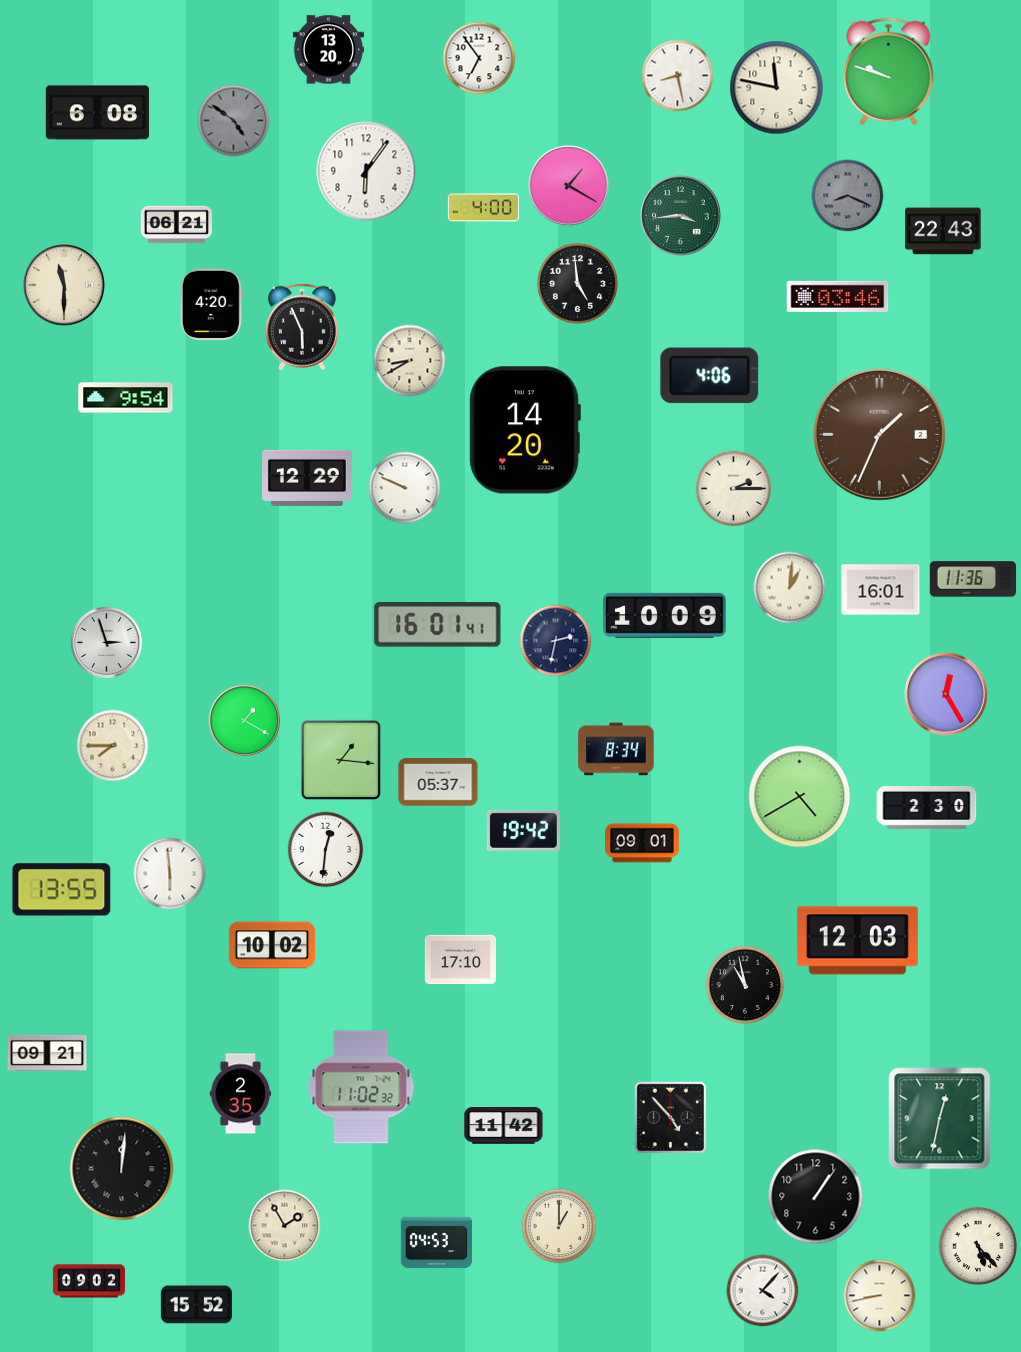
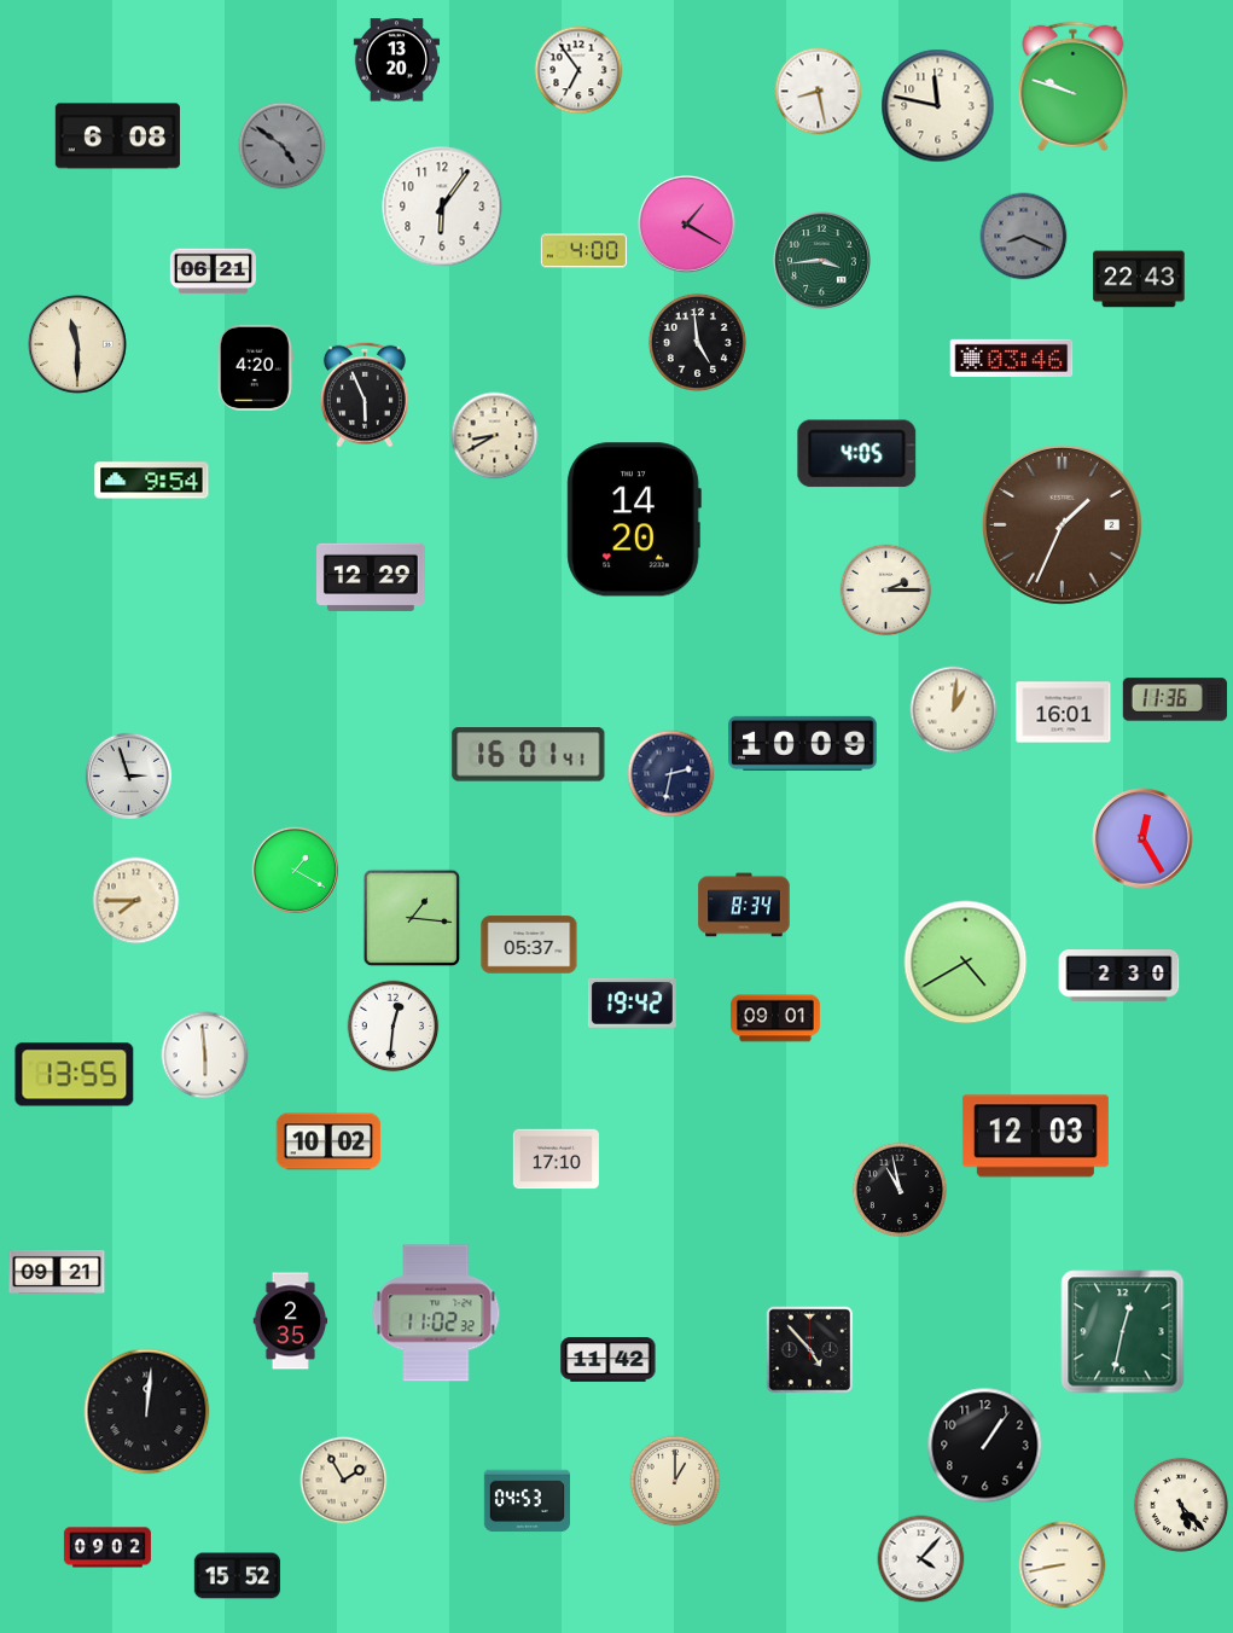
clock at (710, 376): 4:06 -> 4:05
clock at (405, 488): 9:49 -> none
clock at (940, 1119) position: (940, 1119) -> (1123, 1332)
